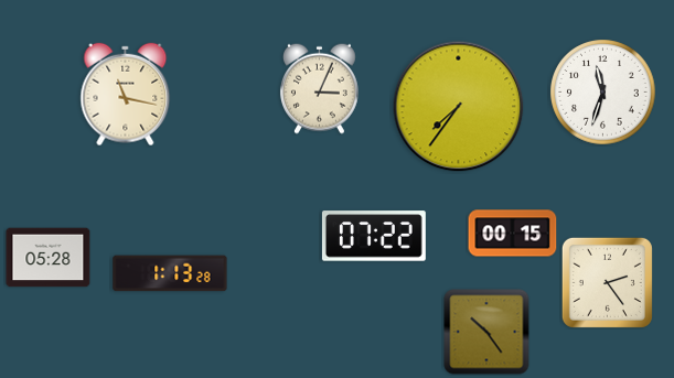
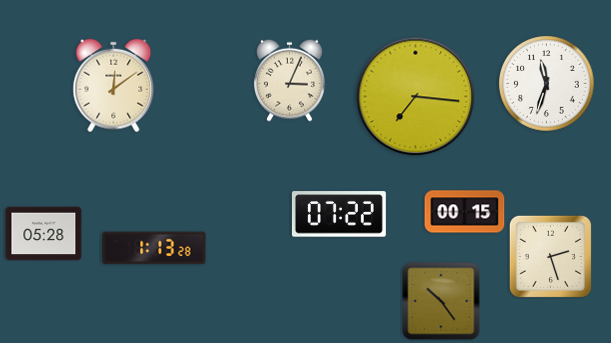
clock at (126, 95): 11:17 -> 12:09
clock at (459, 107): 7:36 -> 7:16
clock at (607, 282): 2:24 -> 2:27
